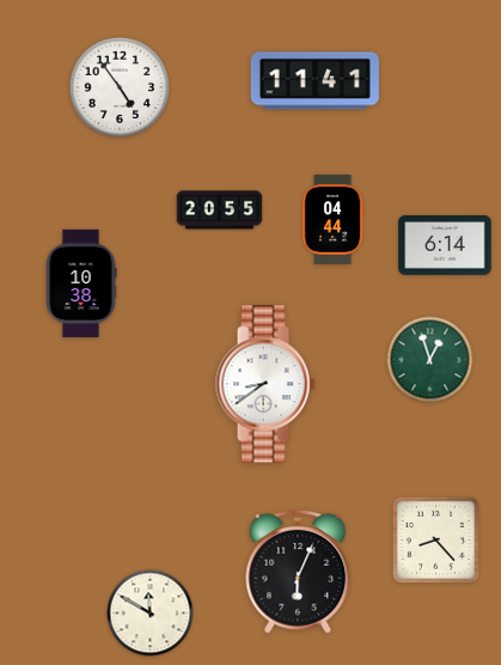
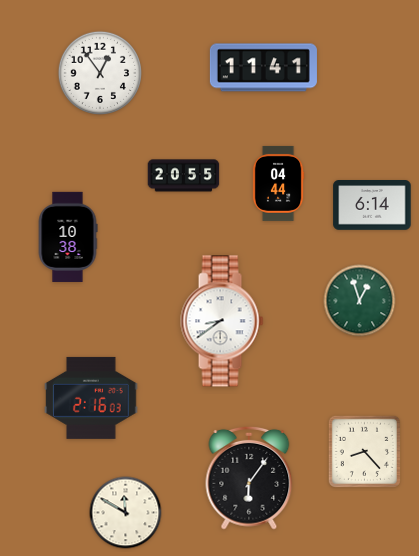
clock at (120, 87): 4:54 -> 12:54
clock at (91, 398): none -> 2:16
clock at (298, 572): 6:04 -> 6:06
